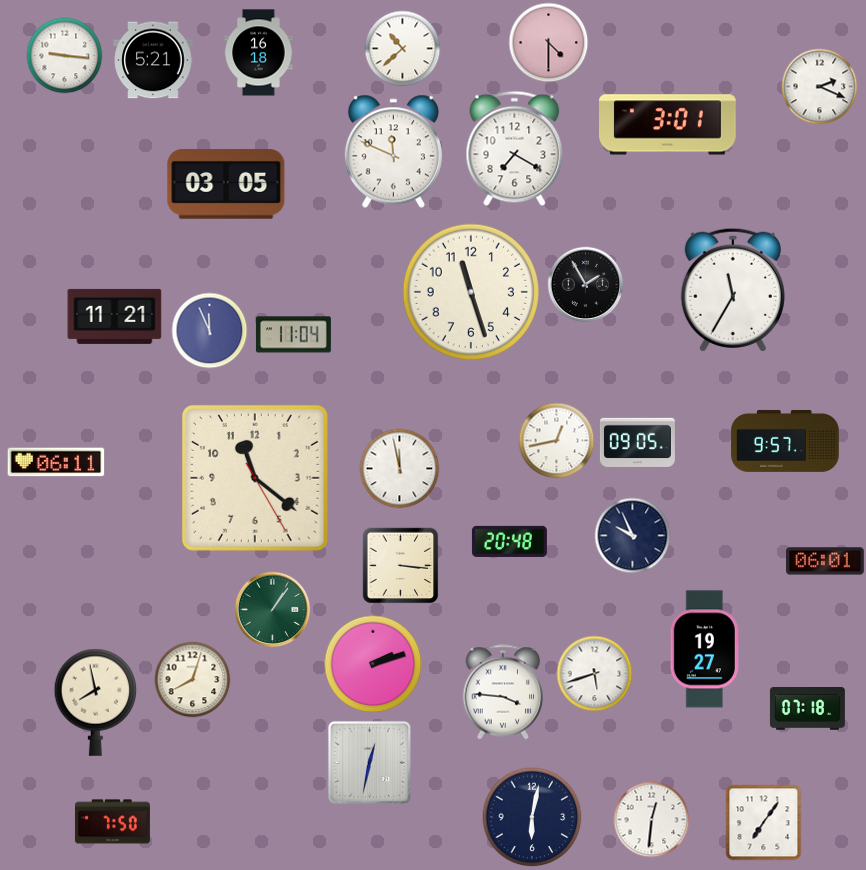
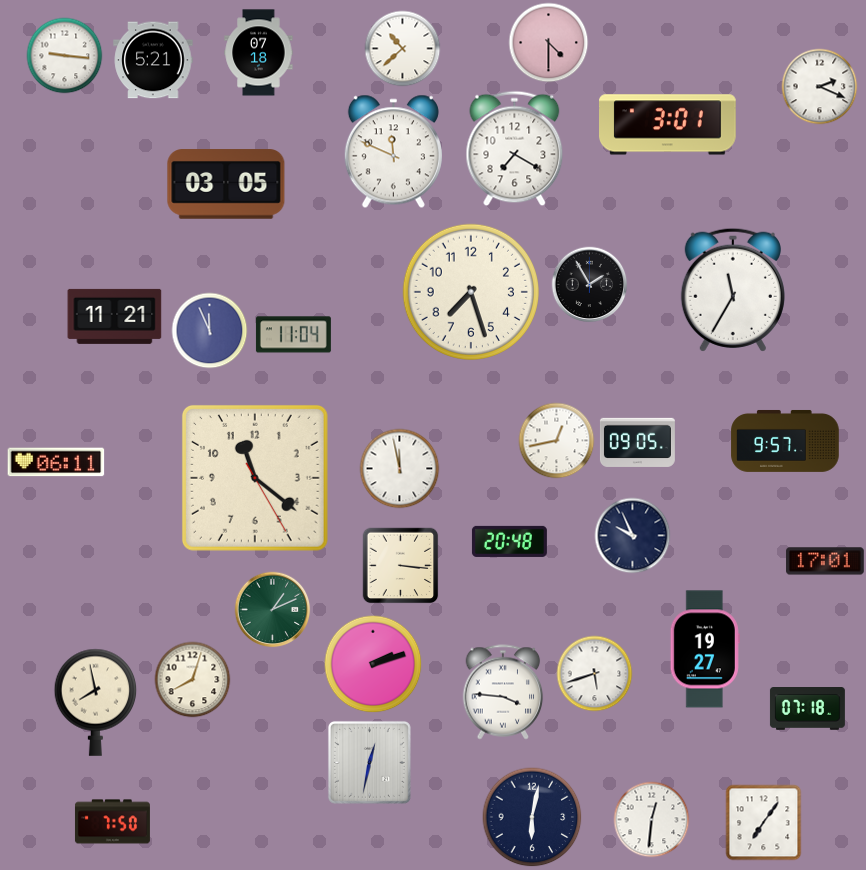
clock at (259, 53): 16:18 -> 07:18
clock at (586, 285) position: (586, 285) -> (590, 285)
clock at (470, 291): 11:27 -> 7:27
clock at (825, 561): 06:01 -> 17:01
clock at (273, 610): 1:06 -> 1:11
